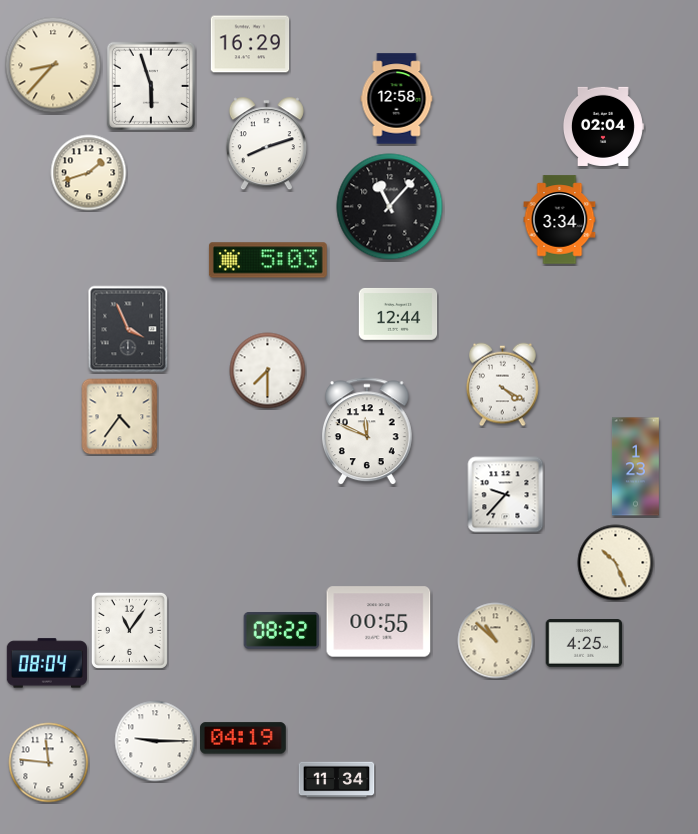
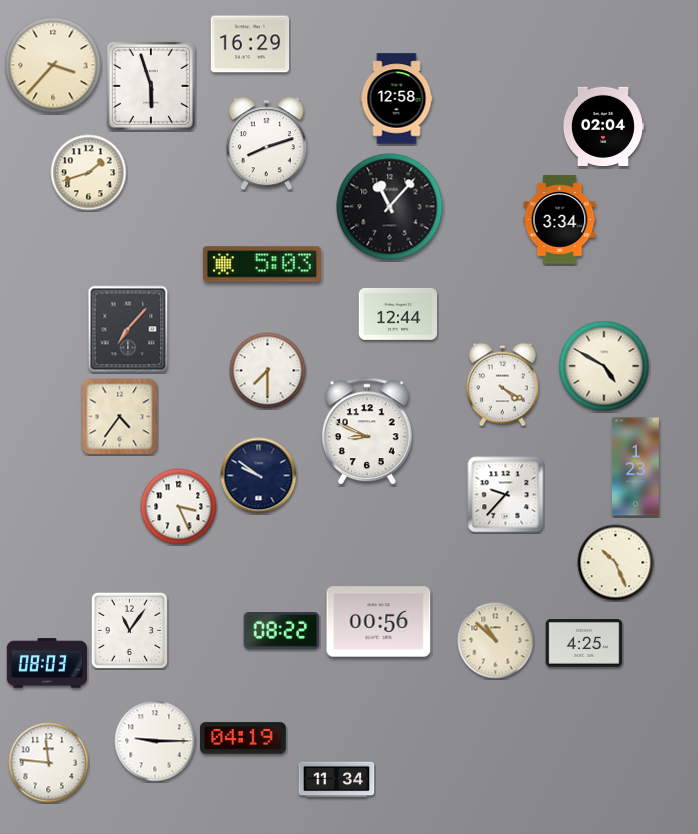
clock at (53, 65): 8:37 -> 3:37
clock at (268, 260) position: (268, 260) -> (262, 264)
clock at (128, 329): 3:56 -> 7:07
clock at (604, 366): none -> 4:50
clock at (367, 432): 11:49 -> 8:49
clock at (259, 476): none -> 9:51
clock at (179, 507): none -> 3:26
clock at (379, 622): 00:55 -> 00:56
clock at (47, 663): 08:04 -> 08:03
